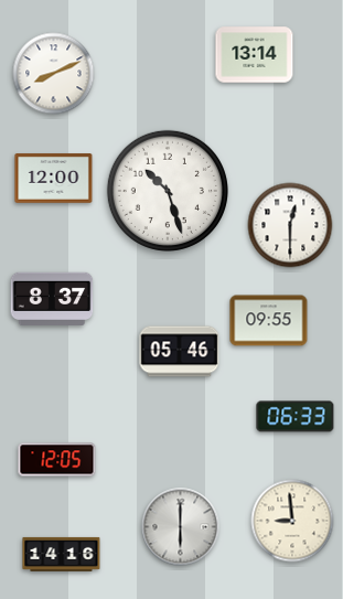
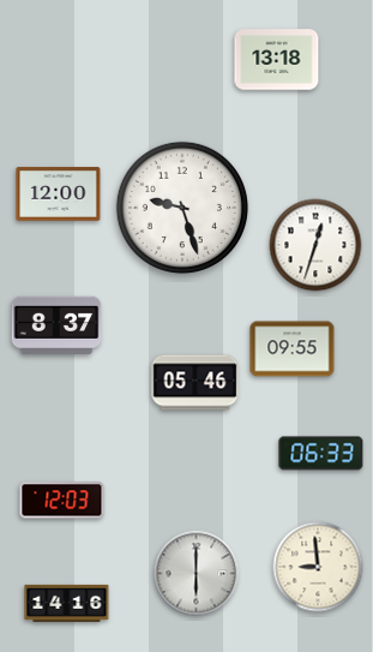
clock at (255, 55): 13:14 -> 13:18
clock at (54, 74): 8:11 -> none
clock at (168, 191): 10:27 -> 9:27
clock at (290, 225): 12:30 -> 12:33
clock at (57, 460): 12:05 -> 12:03
